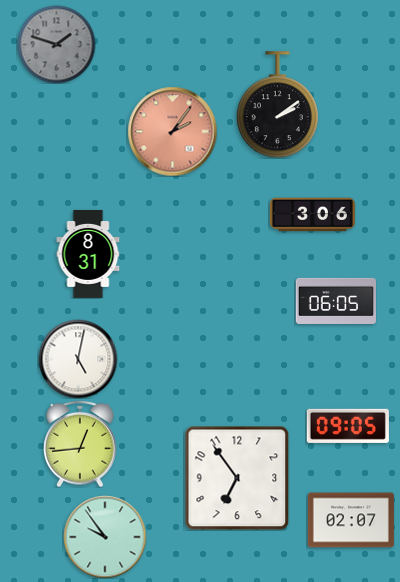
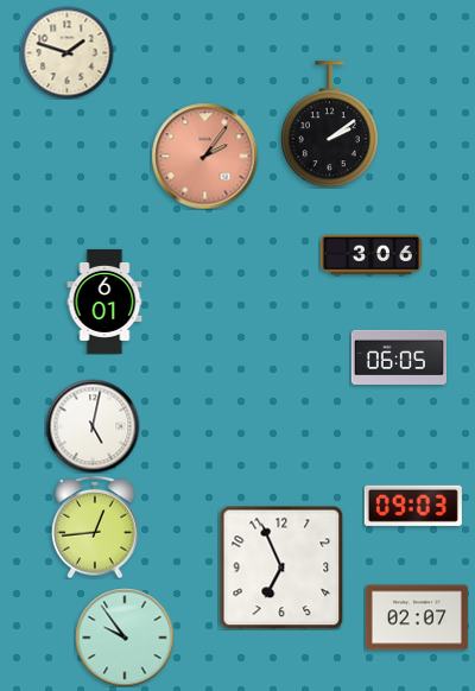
clock at (56, 44) dial: grey -> cream
clock at (88, 254): 8:31 -> 6:01
clock at (348, 426): 09:05 -> 09:03
clock at (237, 478): 6:54 -> 6:56
